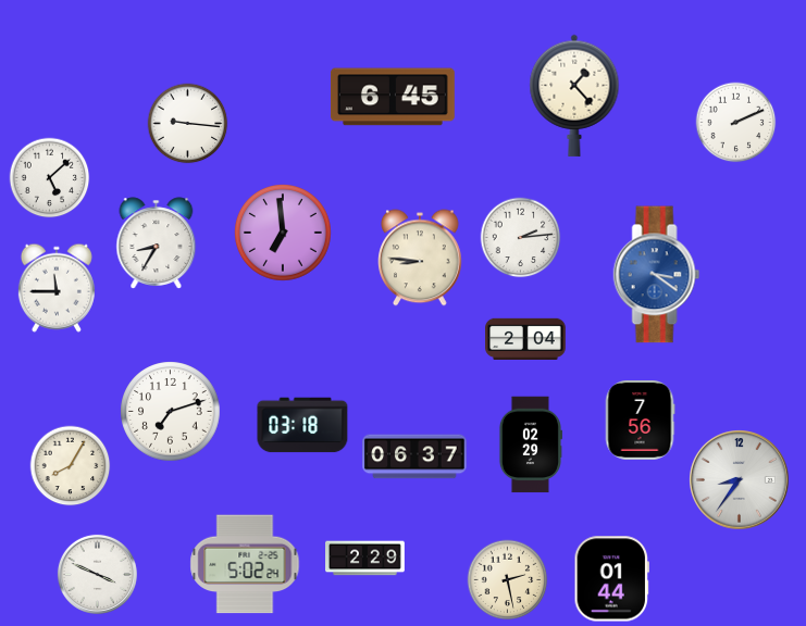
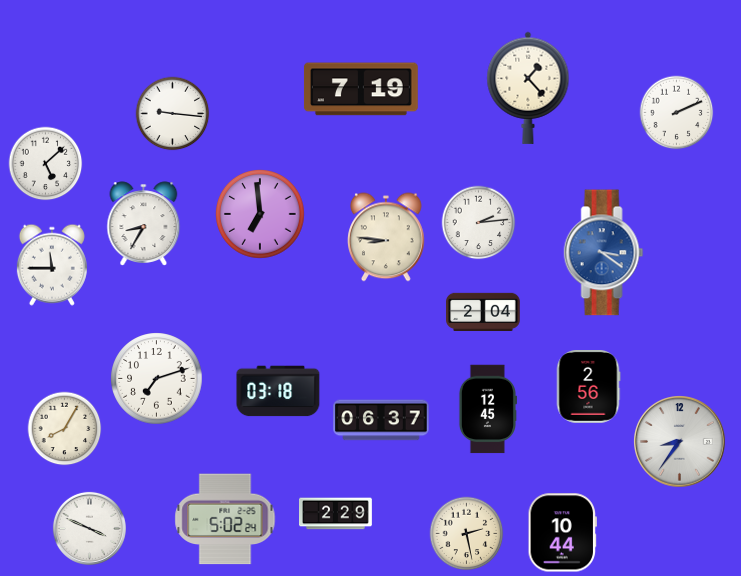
clock at (393, 97): 6:45 -> 7:19
clock at (521, 238) position: (521, 238) -> (479, 223)
clock at (640, 421): 7:56 -> 2:56
clock at (530, 445): 02:29 -> 12:45
clock at (611, 579): 01:44 -> 10:44
